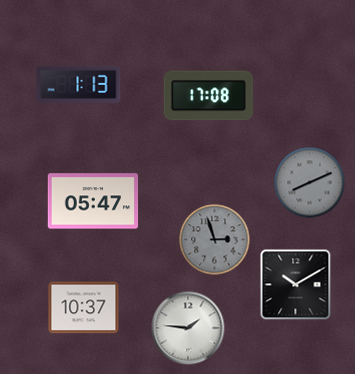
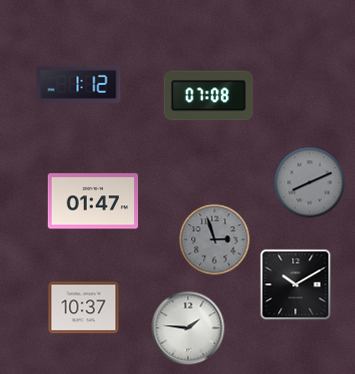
clock at (79, 84): 1:13 -> 1:12
clock at (209, 96): 17:08 -> 07:08
clock at (93, 201): 05:47 -> 01:47
